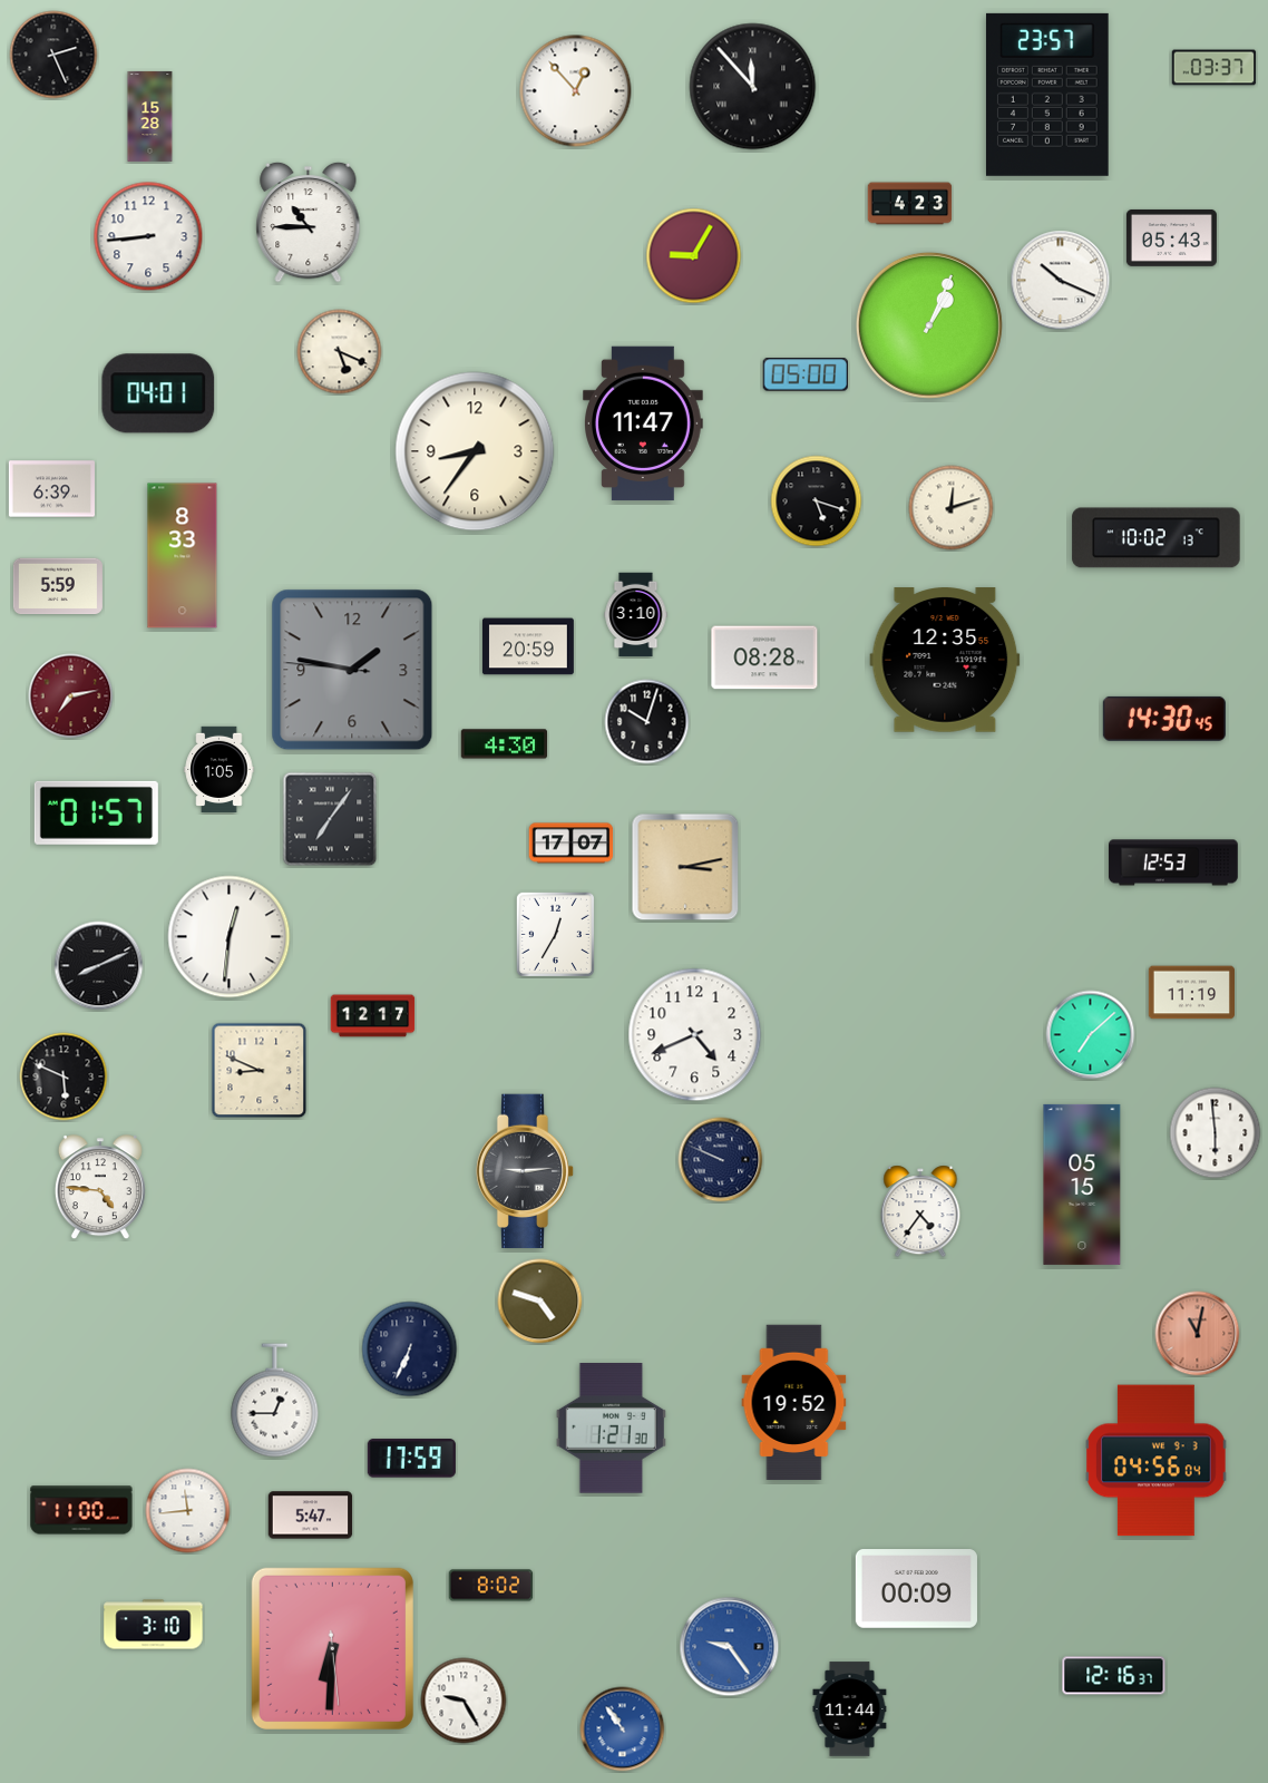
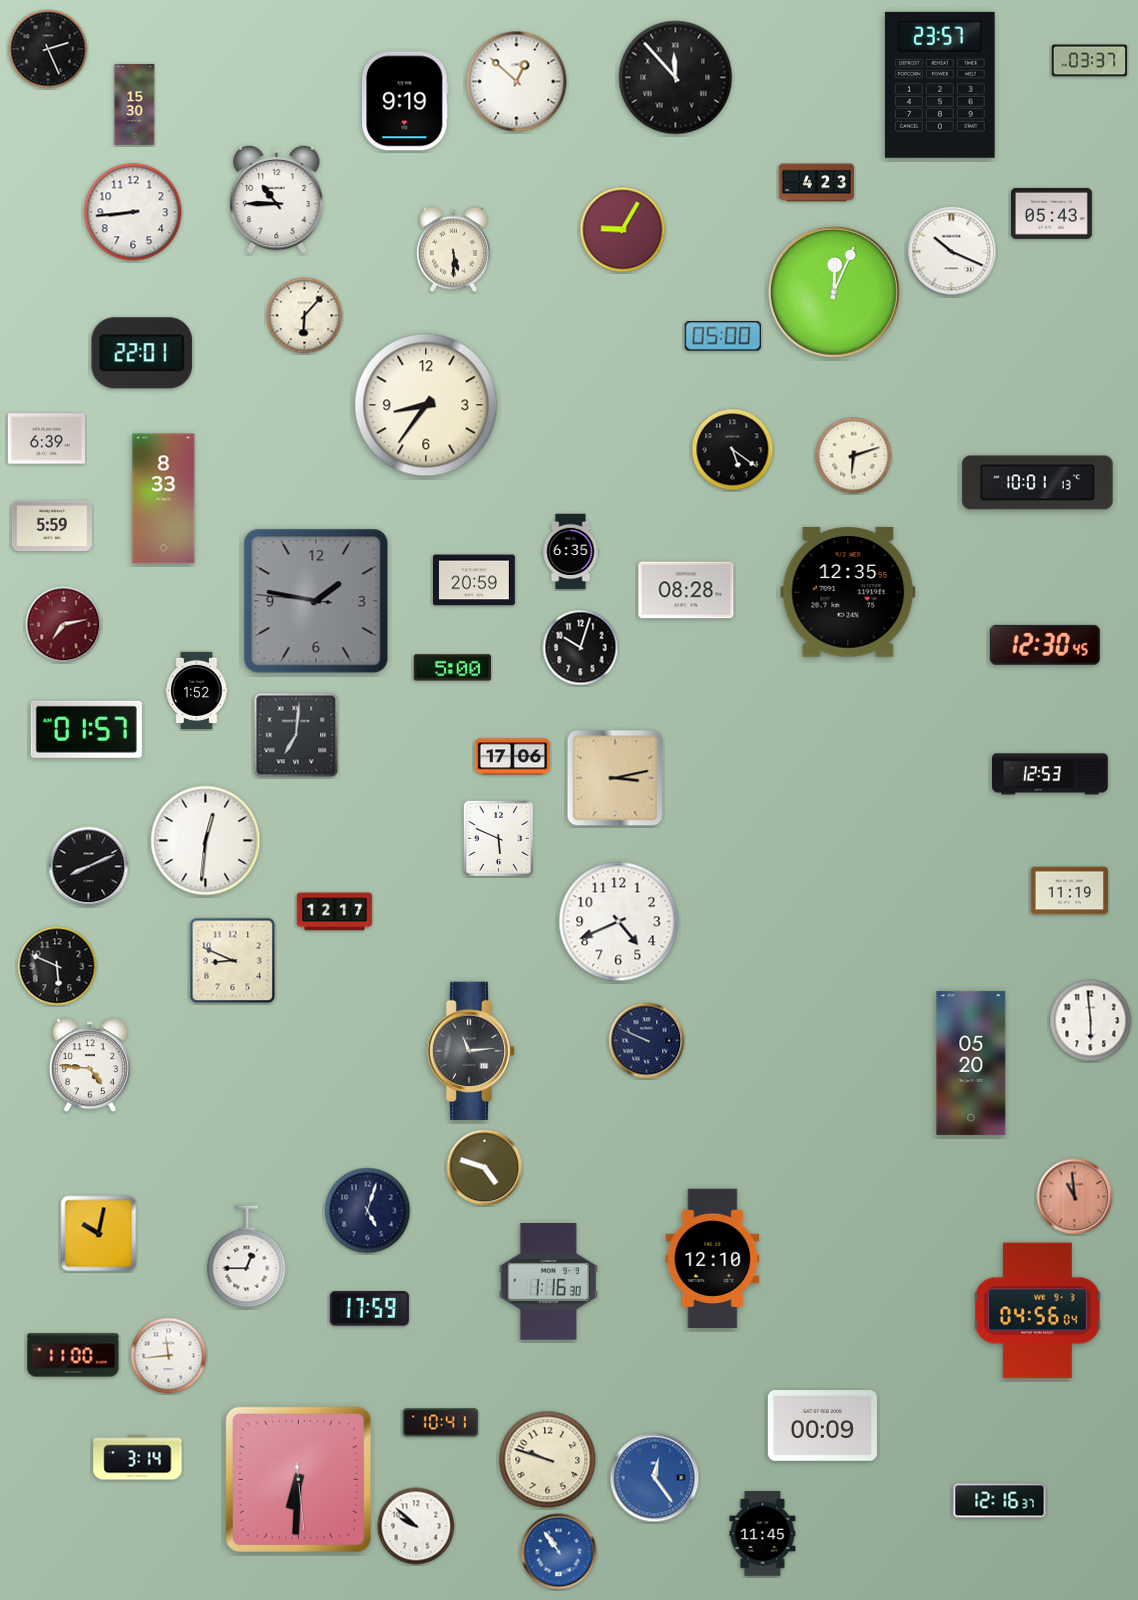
clock at (576, 91): 12:53 -> 12:52
clock at (405, 101): none -> 9:19
clock at (150, 116): 15:28 -> 15:30
clock at (453, 250): none -> 5:30
clock at (929, 325): 1:04 -> 12:04
clock at (340, 352): 5:19 -> 6:07
clock at (158, 393): 04:01 -> 22:01
clock at (644, 423): 11:47 -> none
clock at (817, 501): 5:18 -> 5:21
clock at (952, 508): 12:12 -> 6:12
clock at (1157, 538): 10:02 -> 10:01
clock at (636, 615): 3:10 -> 6:35
clock at (1164, 719): 14:30 -> 12:30
clock at (504, 744): 4:30 -> 5:00
clock at (220, 769): 1:05 -> 1:52
clock at (330, 819): 7:06 -> 7:01
clock at (572, 844): 17:07 -> 17:06
clock at (1173, 863) position: (1173, 863) -> (1050, 774)
clock at (555, 934): 12:35 -> 5:49
clock at (695, 1035) position: (695, 1035) -> (619, 922)
clock at (1091, 1035): 7:08 -> none
clock at (1216, 1133) position: (1216, 1133) -> (1091, 1021)
clock at (525, 1171): 9:14 -> 11:14
clock at (1082, 1185): 05:15 -> 05:20
clock at (920, 1211): 4:36 -> none
clock at (1198, 1334): 11:02 -> 10:59
clock at (410, 1350): 6:34 -> 5:03
clock at (99, 1234): none -> 10:02
clock at (794, 1402): 19:52 -> 12:10
clock at (611, 1429): 1:21 -> 1:16
clock at (311, 1516): 5:47 -> none
clock at (491, 1586): 8:02 -> 10:41
clock at (154, 1625): 3:10 -> 3:14
clock at (548, 1460): none -> 9:48
clock at (730, 1647): 9:24 -> 12:24
clock at (1114, 1676) position: (1114, 1676) -> (1000, 1501)
clock at (464, 1701): 9:25 -> 9:52
clock at (850, 1709): 11:44 -> 11:45
